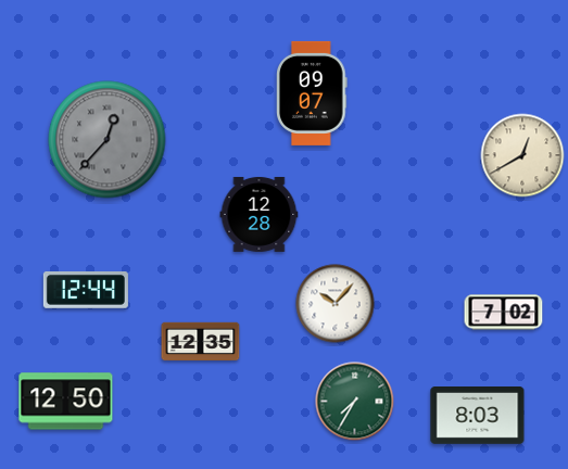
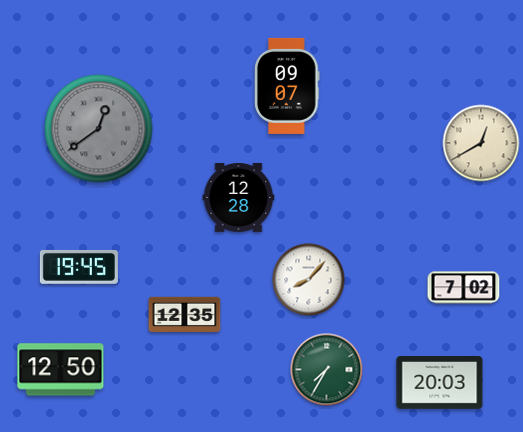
clock at (108, 140): 12:37 -> 12:39
clock at (86, 290): 12:44 -> 19:45
clock at (336, 304): 10:07 -> 8:07
clock at (478, 416): 8:03 -> 20:03
